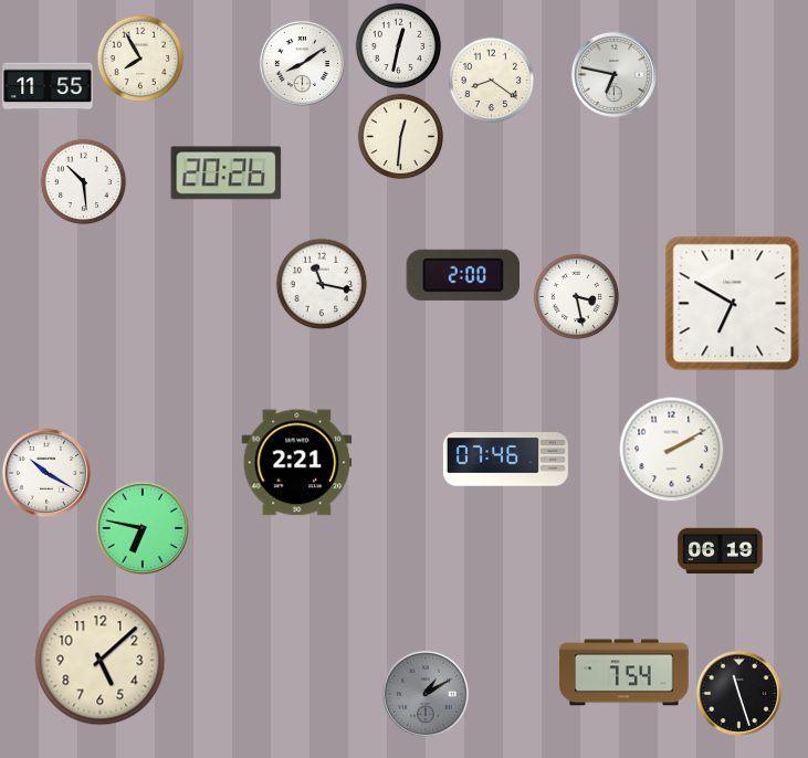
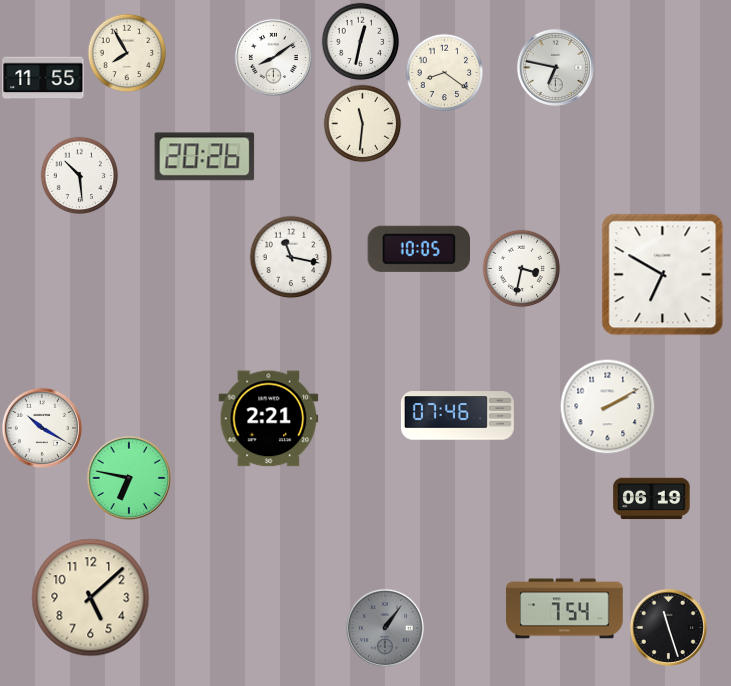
clock at (400, 136): 12:31 -> 11:31
clock at (83, 181) position: (83, 181) -> (79, 175)
clock at (462, 275): 2:00 -> 10:05
clock at (576, 296): 3:28 -> 3:32
clock at (426, 694): 1:10 -> 1:06
